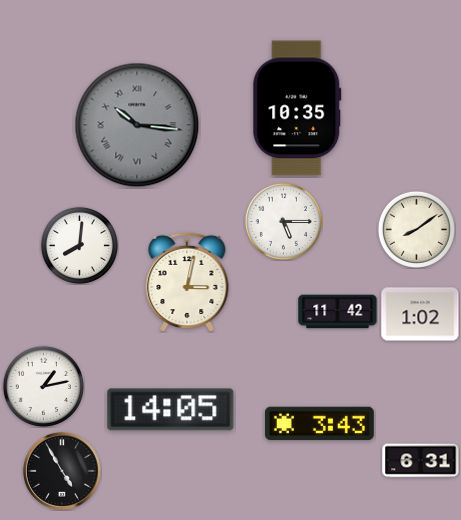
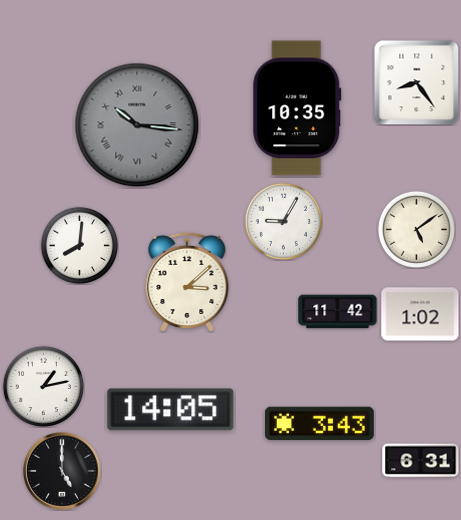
clock at (416, 82): none -> 8:24
clock at (283, 221): 5:15 -> 9:05
clock at (416, 229): 8:09 -> 5:09
clock at (187, 282): 3:02 -> 3:08
clock at (62, 471): 4:55 -> 5:00
